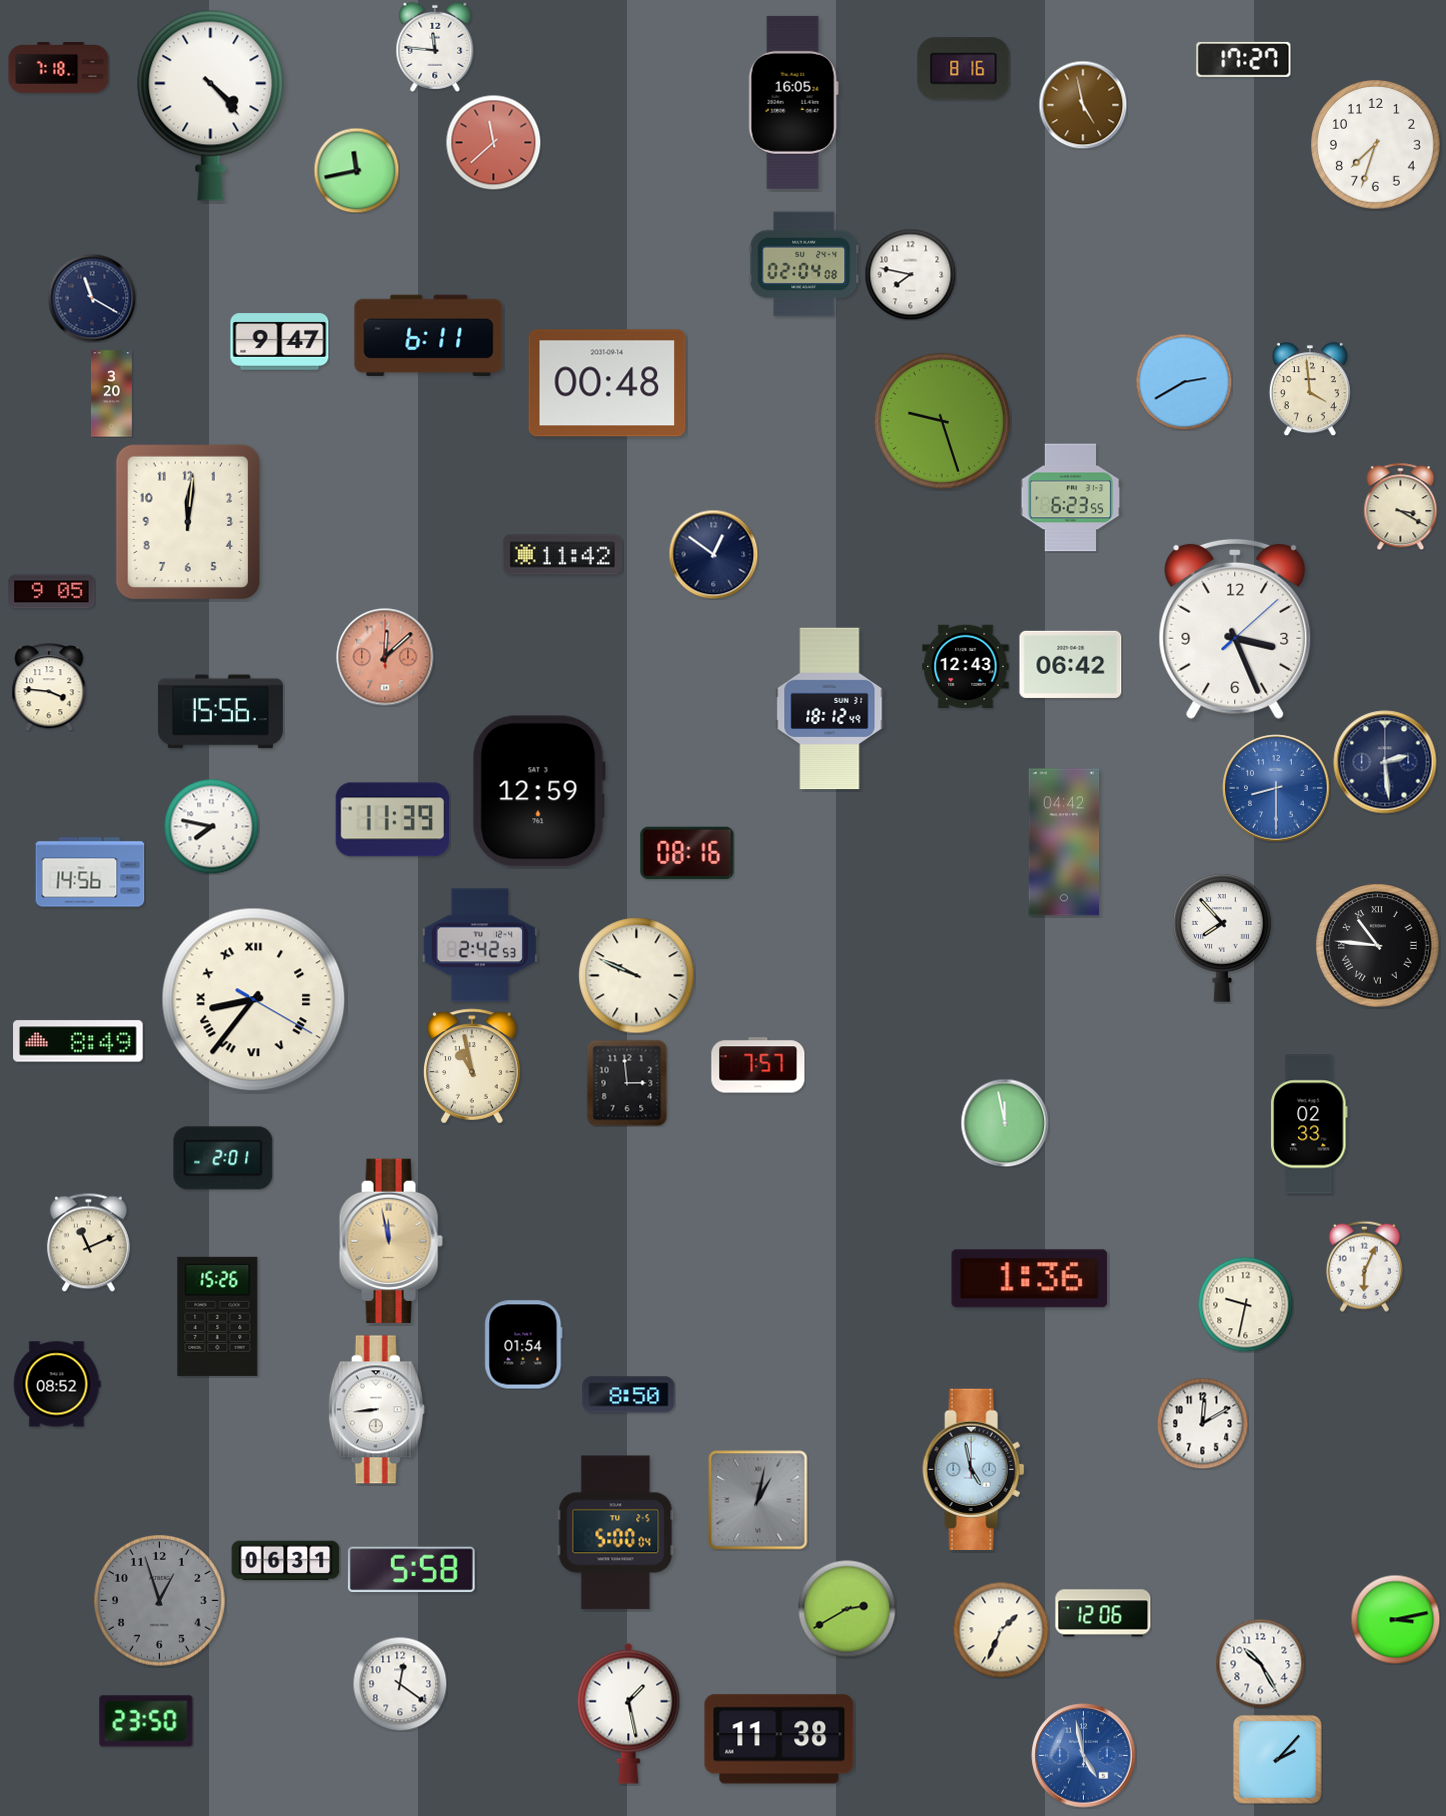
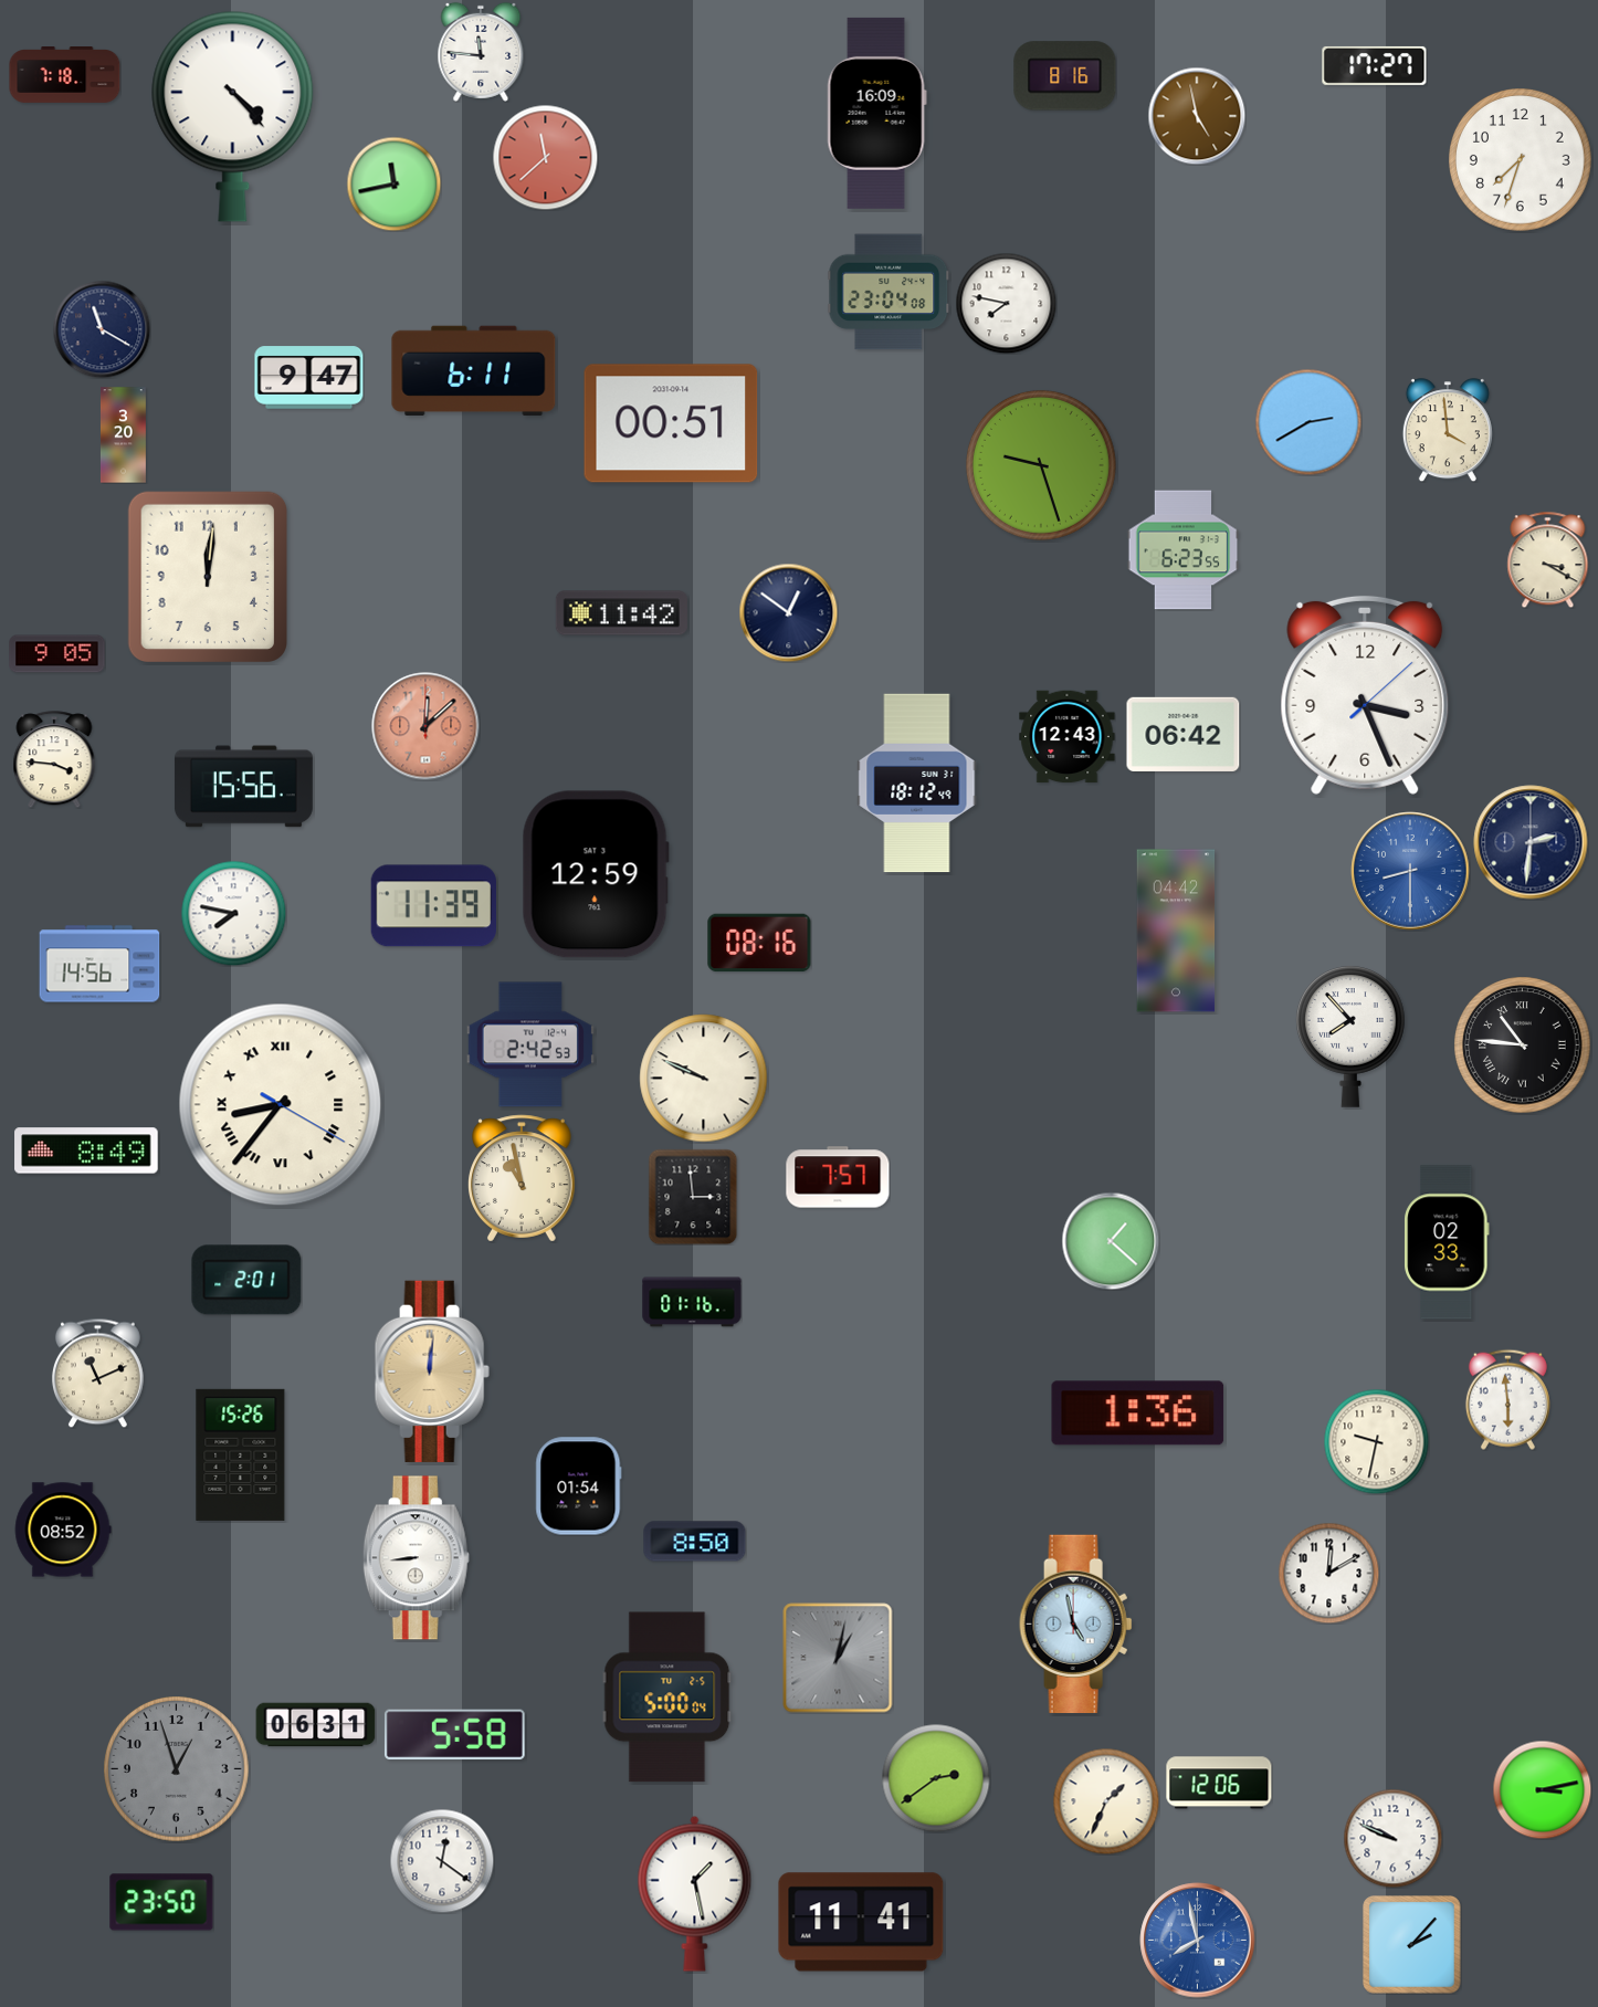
clock at (793, 102): 16:05 -> 16:09
clock at (356, 170) position: (356, 170) -> (393, 183)
clock at (804, 264): 02:04 -> 23:04
clock at (607, 383): 00:48 -> 00:51
clock at (1385, 762): 2:29 -> 2:31
clock at (1005, 1123): 11:58 -> 1:22
clock at (692, 1302): none -> 01:16
clock at (391, 1241): 11:58 -> 12:01
clock at (1364, 1266): 6:04 -> 5:59
clock at (616, 1533) position: (616, 1533) -> (667, 1698)
clock at (847, 1609): 2:40 -> 2:39
clock at (1260, 1663): 10:25 -> 9:49
clock at (779, 1739): 11:38 -> 11:41
clock at (1084, 1756): 4:58 -> 7:58
